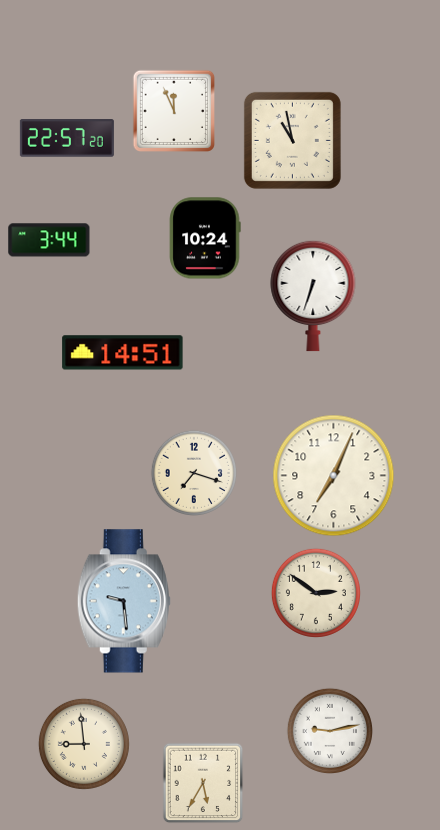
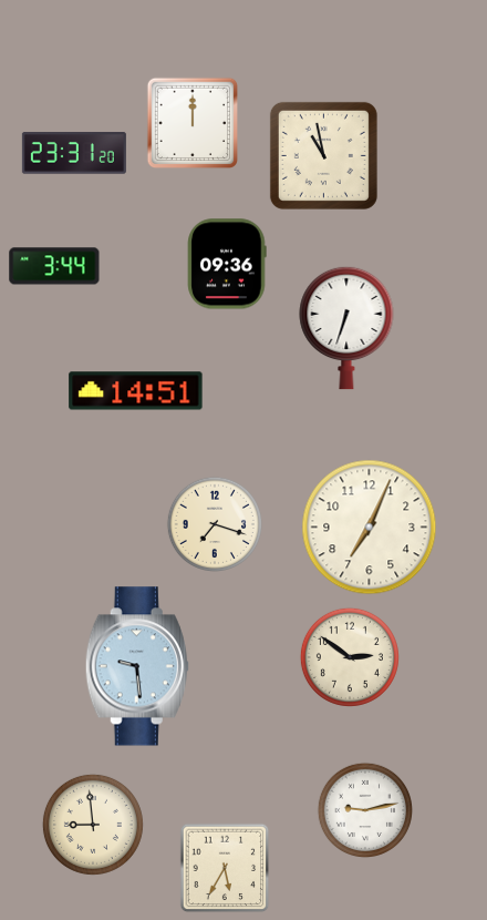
clock at (173, 110): 11:56 -> 12:00
clock at (67, 138): 22:57 -> 23:31
clock at (205, 238): 10:24 -> 09:36
